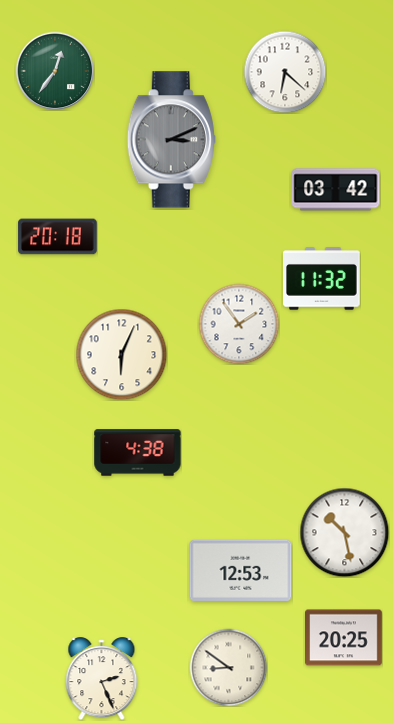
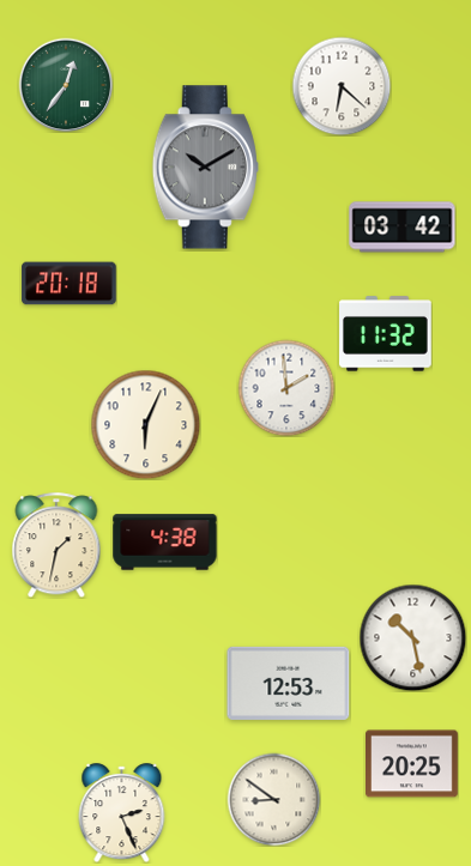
clock at (171, 140): 3:11 -> 10:10
clock at (239, 324): 1:54 -> 1:59
clock at (56, 545): none -> 1:32
